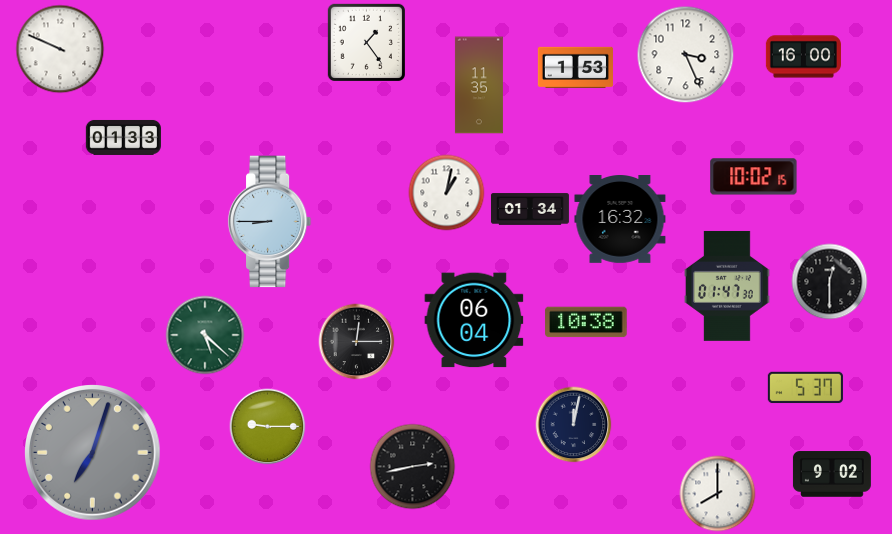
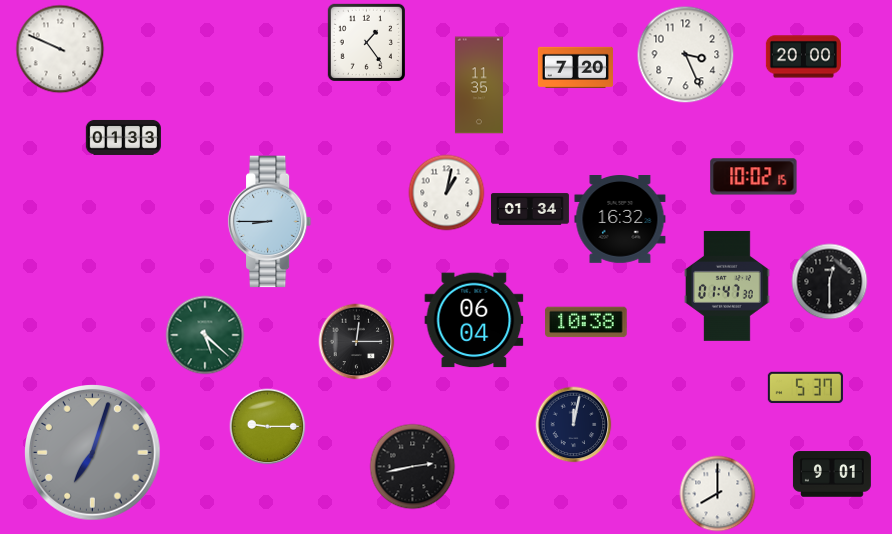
clock at (803, 57): 16:00 -> 20:00
clock at (575, 67): 1:53 -> 7:20
clock at (832, 474): 9:02 -> 9:01
